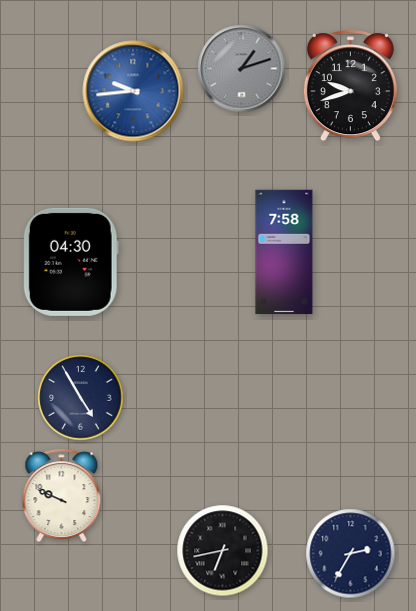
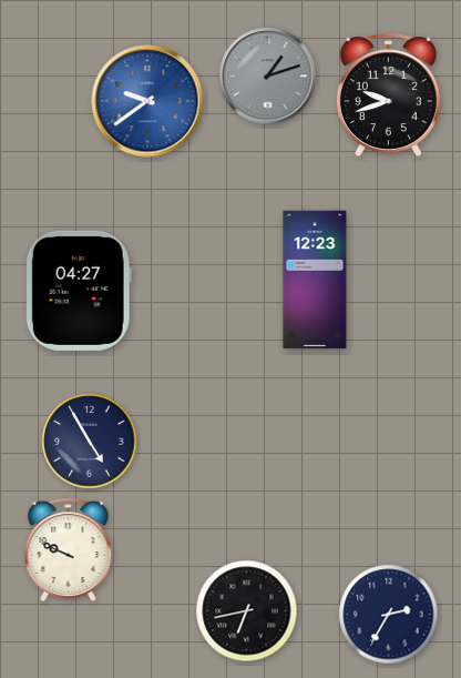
clock at (133, 91): 9:44 -> 9:39
clock at (284, 252): 7:58 -> 12:23
clock at (71, 262): 04:30 -> 04:27
